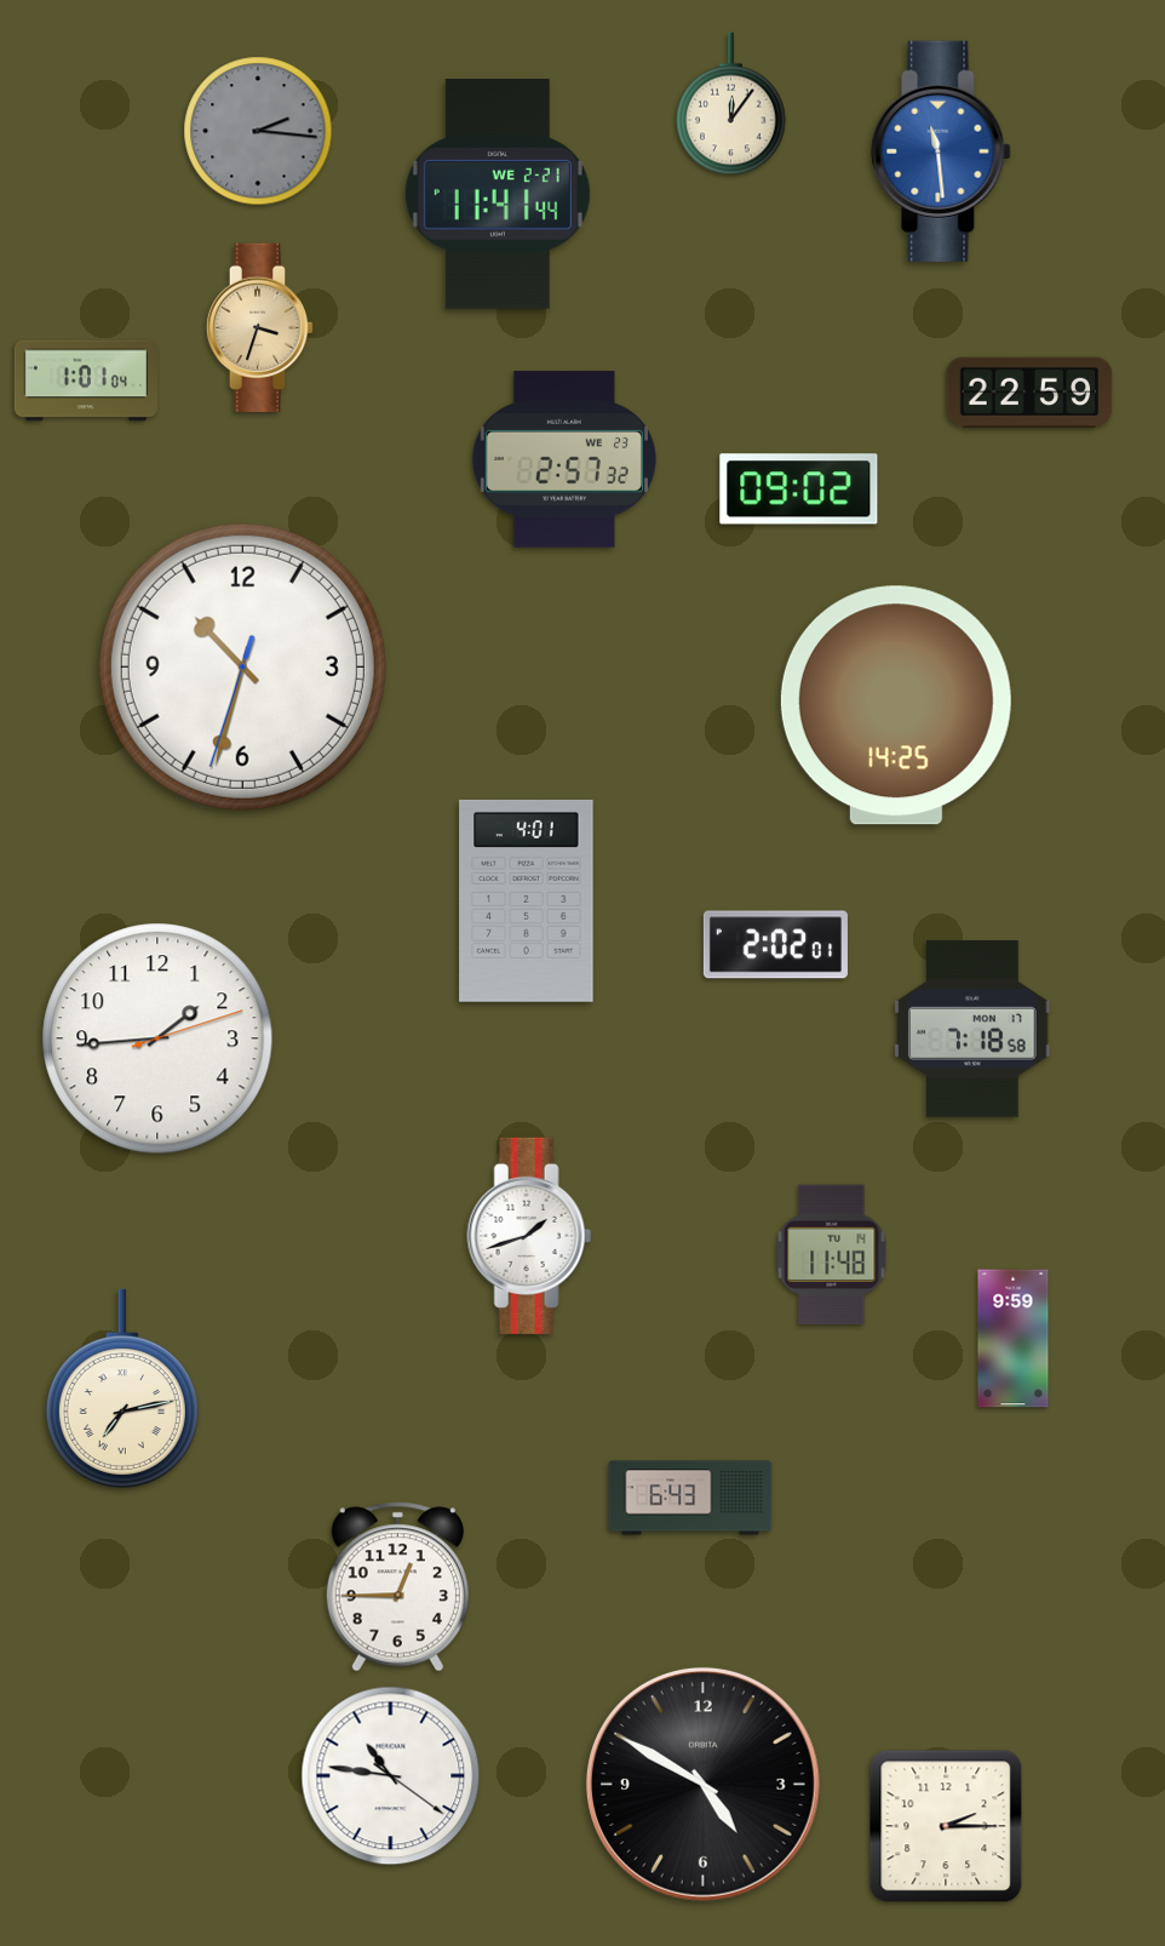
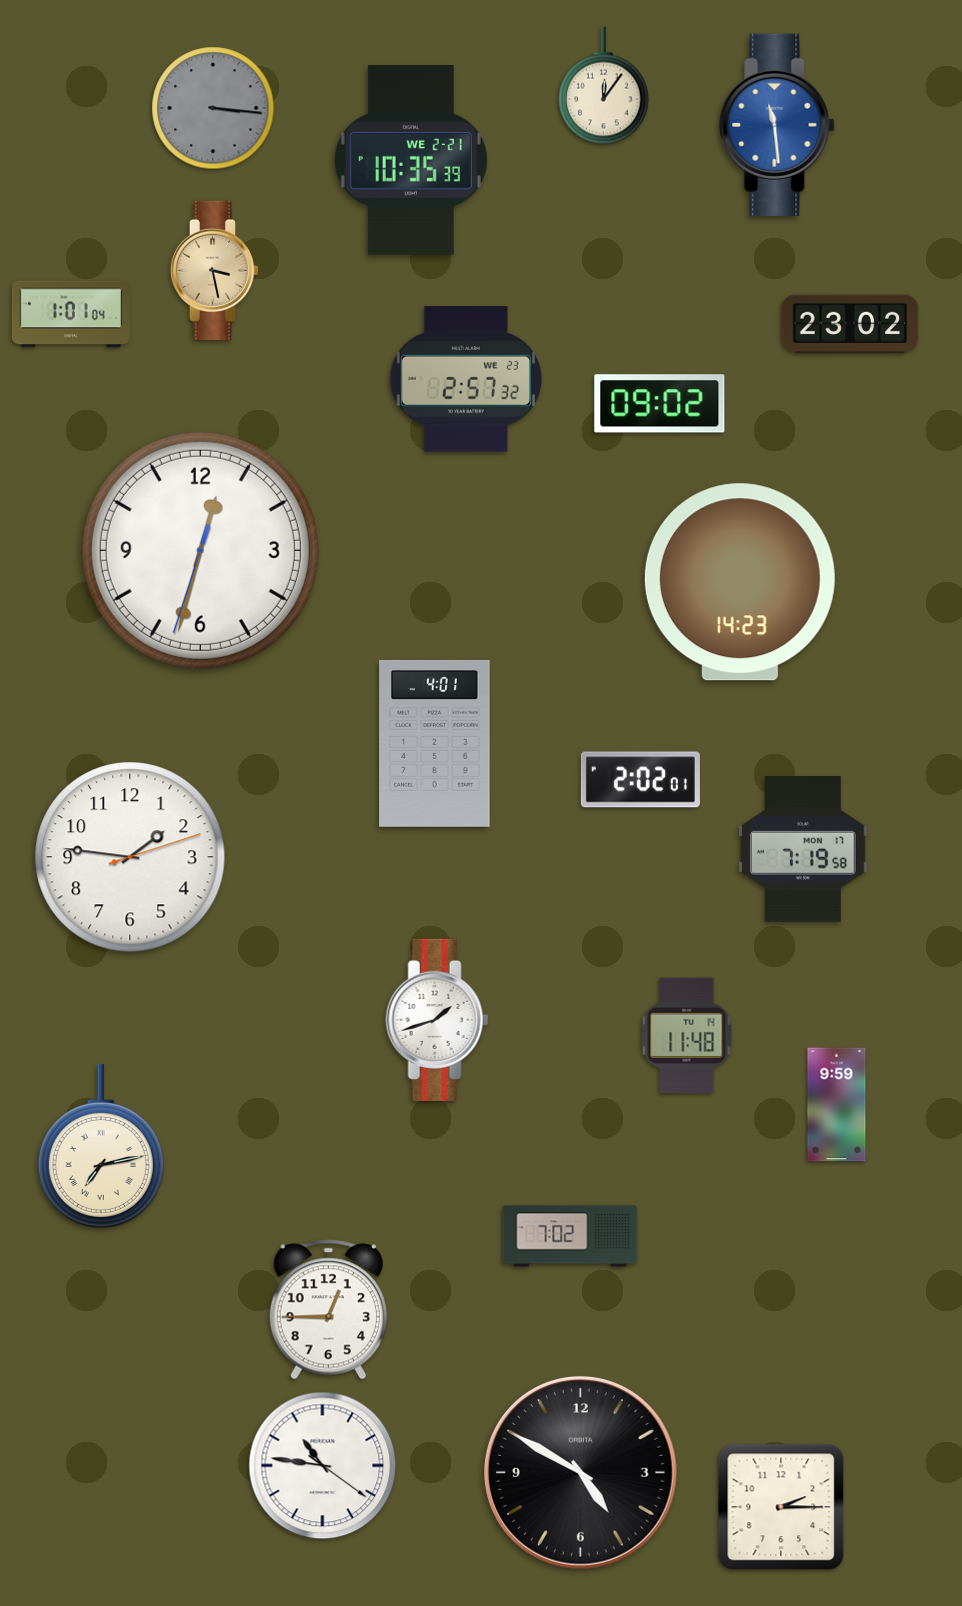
clock at (258, 131): 2:16 -> 3:16
clock at (498, 195): 11:41 -> 10:35
clock at (260, 327): 3:33 -> 3:28
clock at (1029, 391): 22:59 -> 23:02
clock at (242, 666): 10:32 -> 12:32
clock at (896, 705): 14:25 -> 14:23
clock at (972, 1030): 7:18 -> 7:19
clock at (157, 1038): 1:44 -> 1:46
clock at (690, 1498): 6:43 -> 7:02
